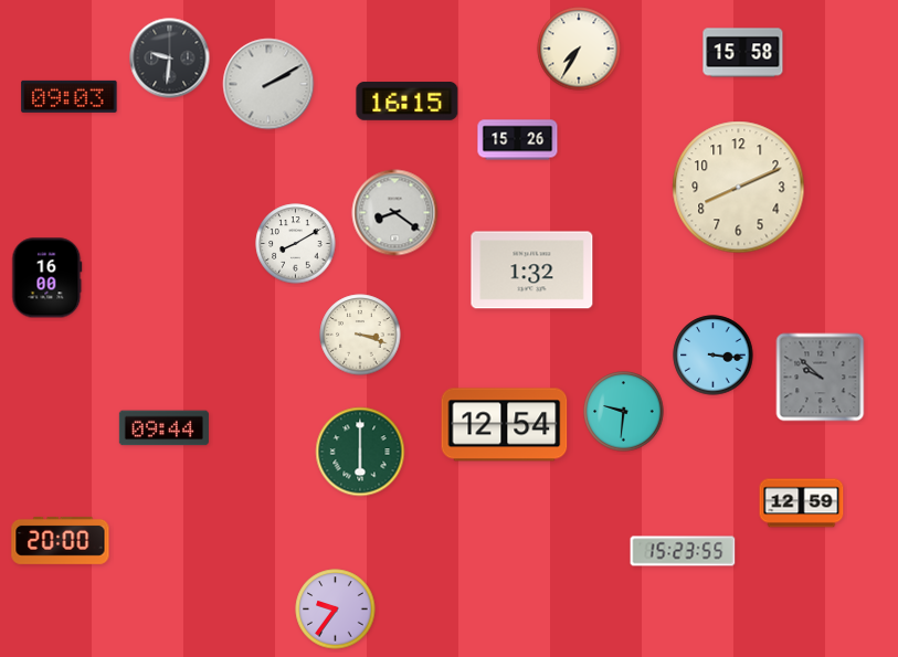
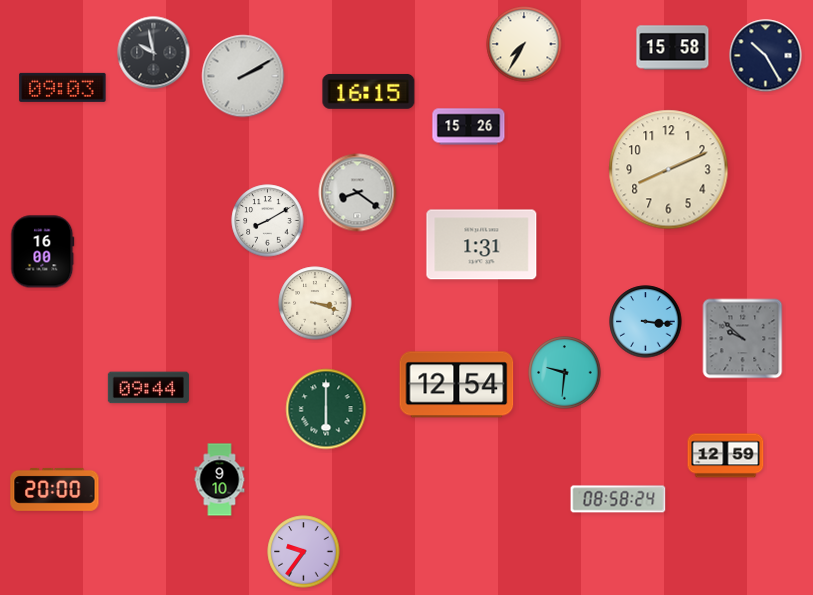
clock at (170, 59): 9:31 -> 9:58
clock at (766, 56): none -> 10:25
clock at (532, 271): 1:32 -> 1:31
clock at (360, 335) position: (360, 335) -> (315, 303)
clock at (821, 378) position: (821, 378) -> (743, 339)
clock at (220, 480): none -> 9:10
clock at (683, 551): 15:23 -> 08:58
